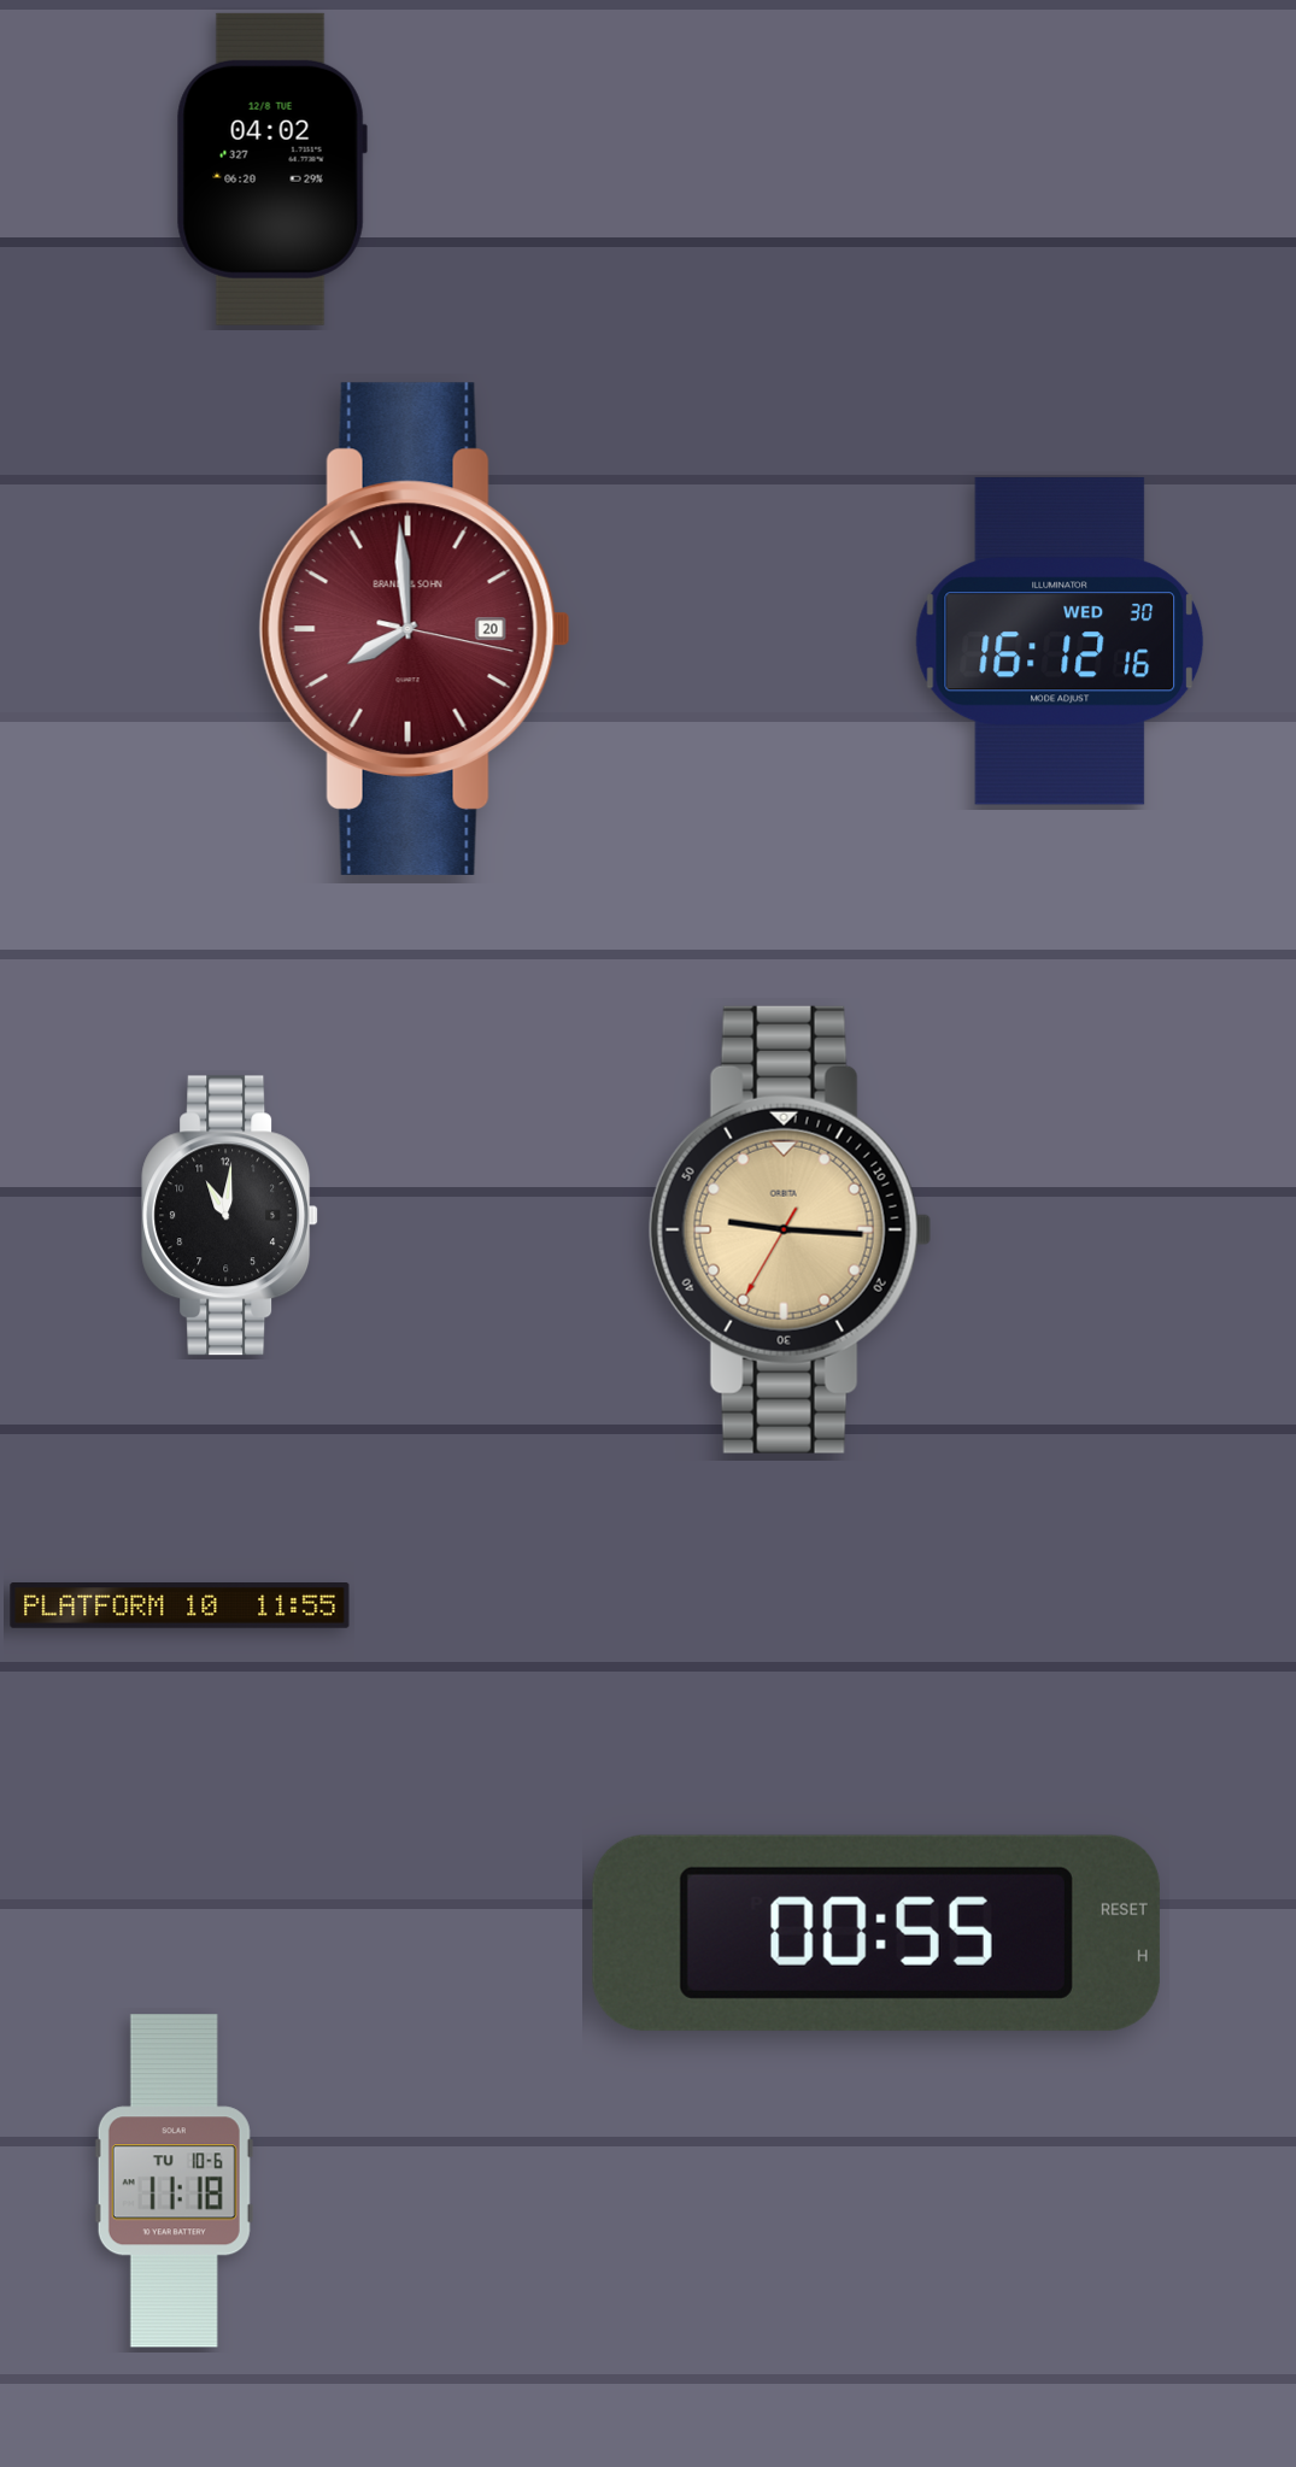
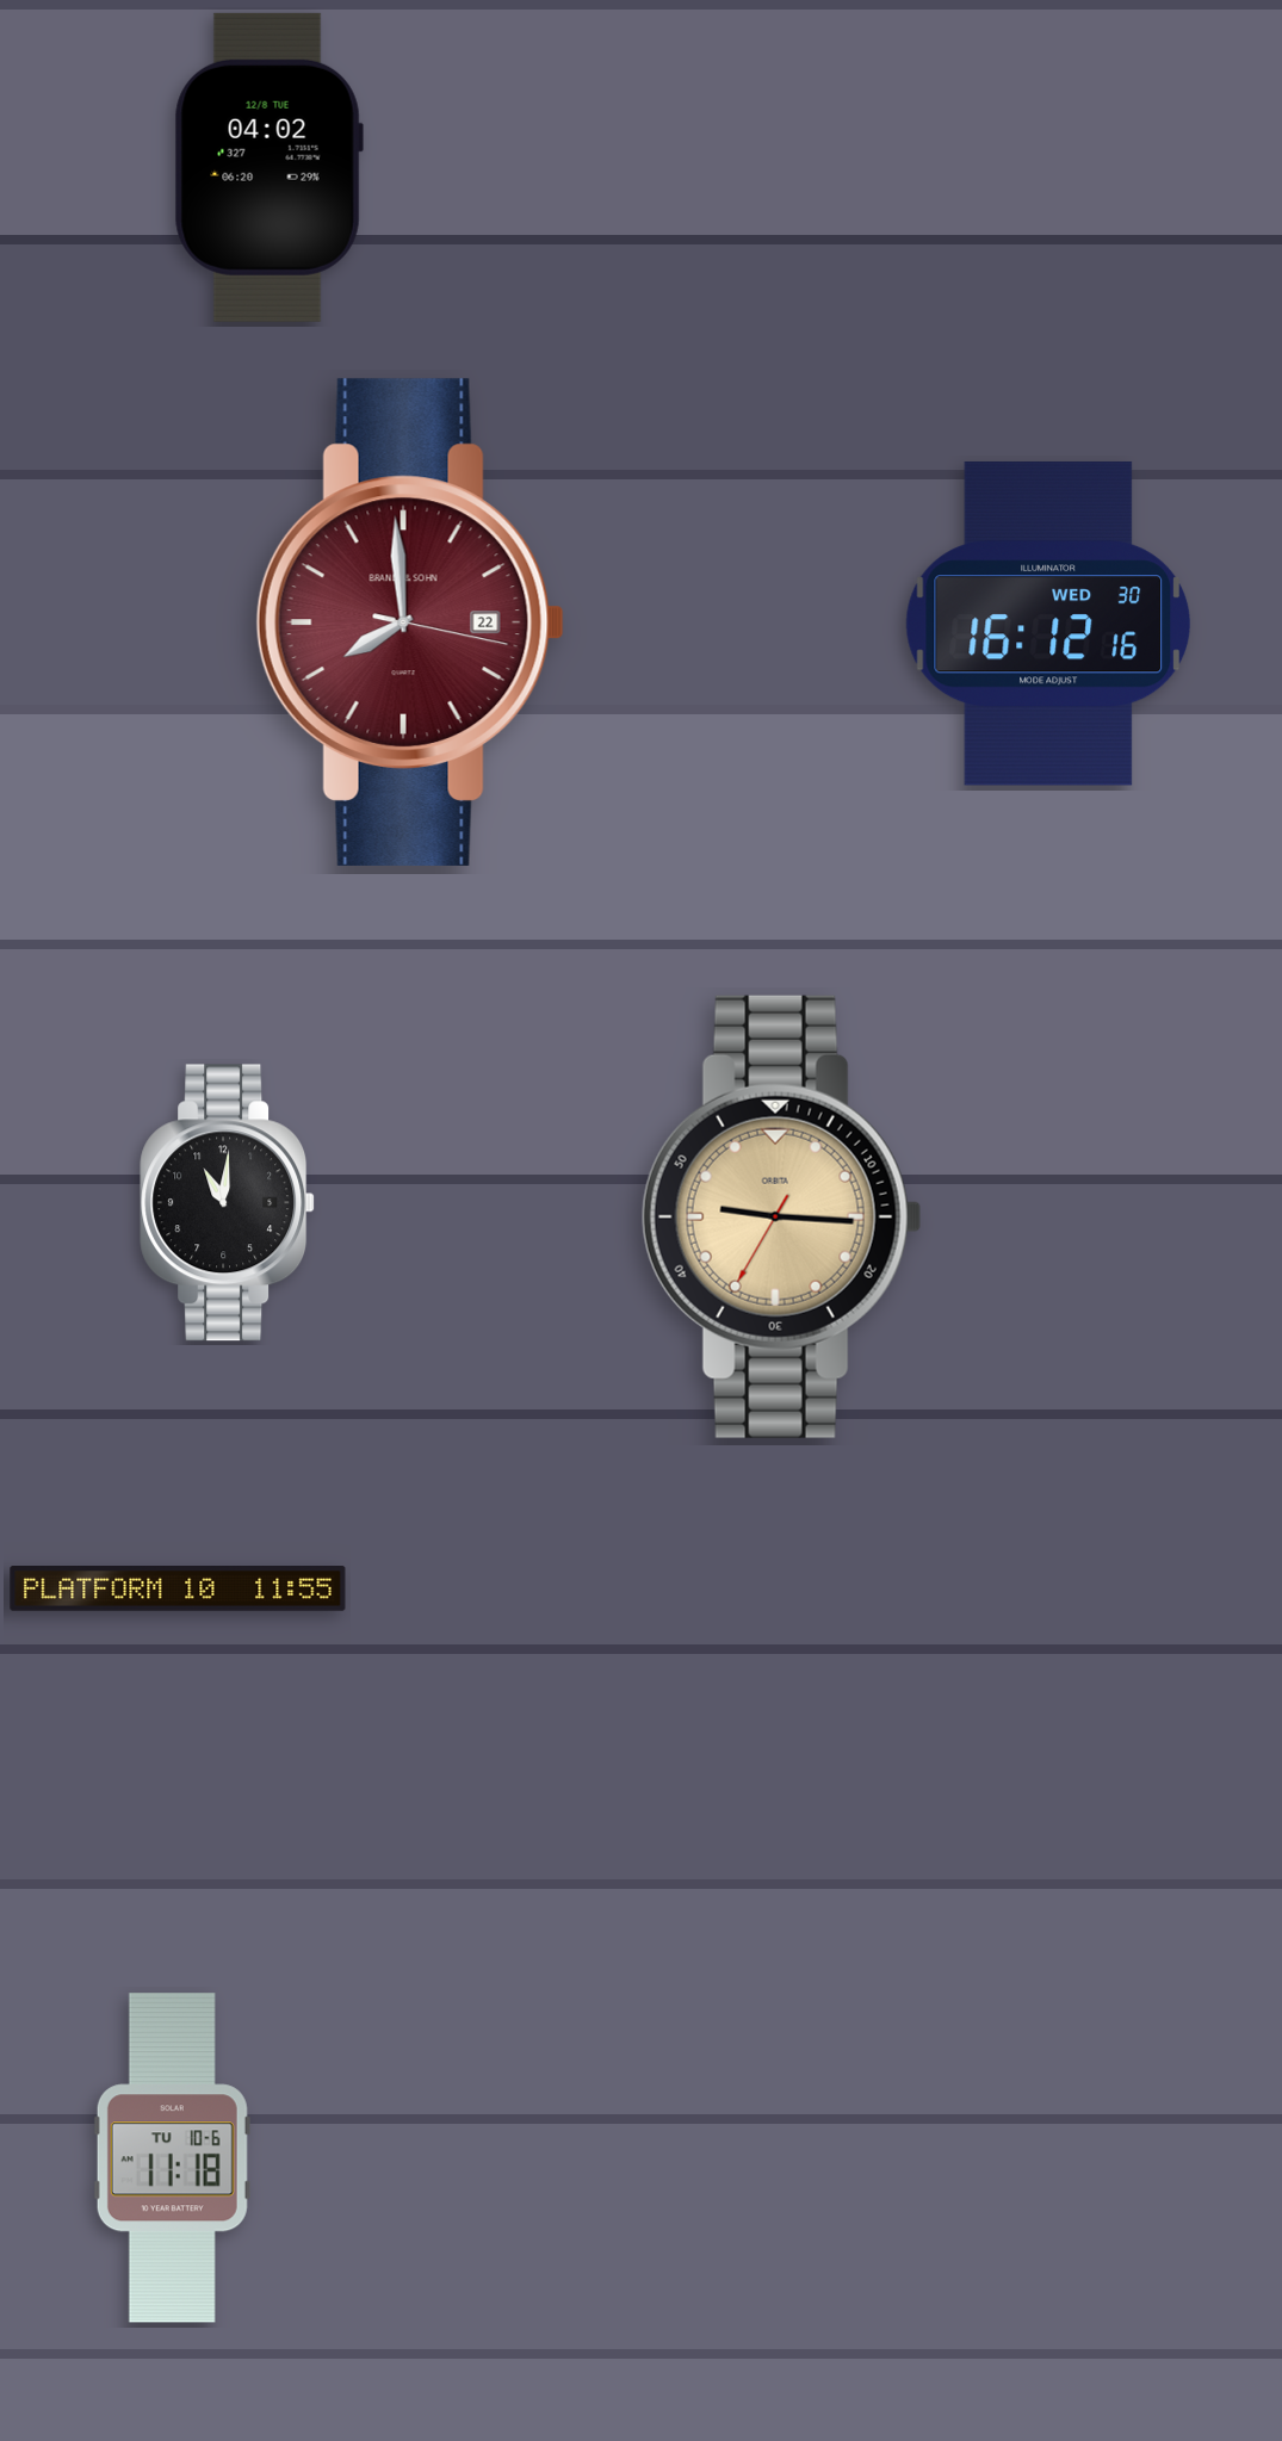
clock at (415, 629) date: 20 -> 22
clock at (1060, 641) position: (1060, 641) -> (1048, 624)
clock at (876, 1933): 00:55 -> none
